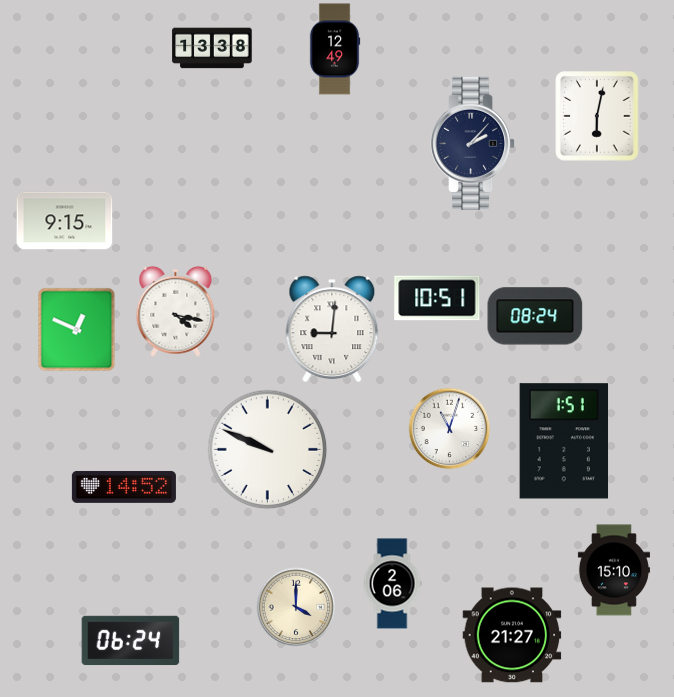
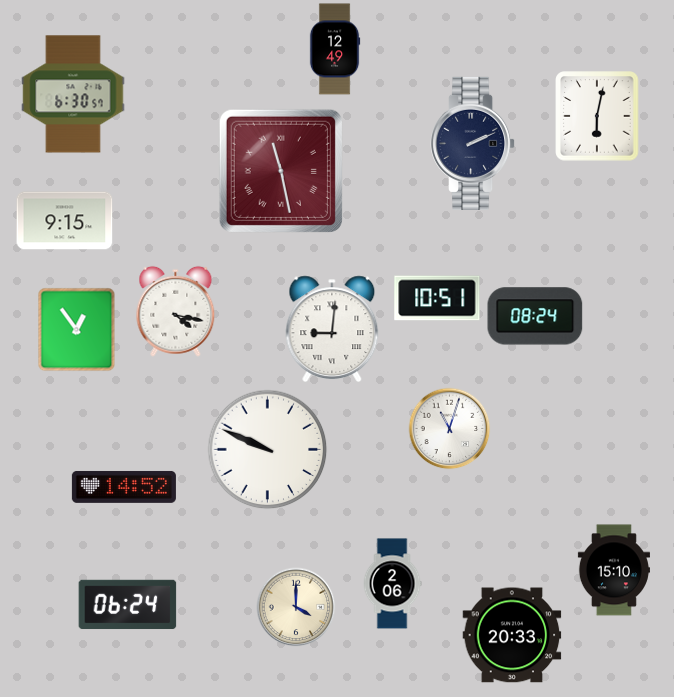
clock at (212, 48): 13:38 -> none
clock at (73, 94): none -> 6:30
clock at (473, 143): 2:07 -> 2:11
clock at (281, 171): none -> 11:28
clock at (77, 330): 12:49 -> 12:54
clock at (564, 441): 1:51 -> none
clock at (512, 635): 21:27 -> 20:33
clock at (131, 641) position: (131, 641) -> (128, 605)
